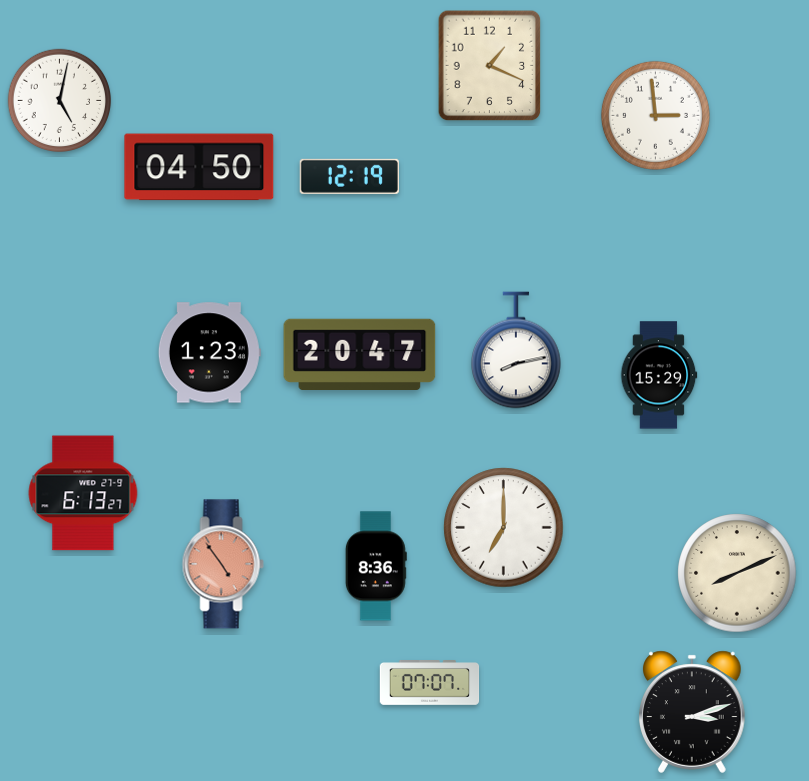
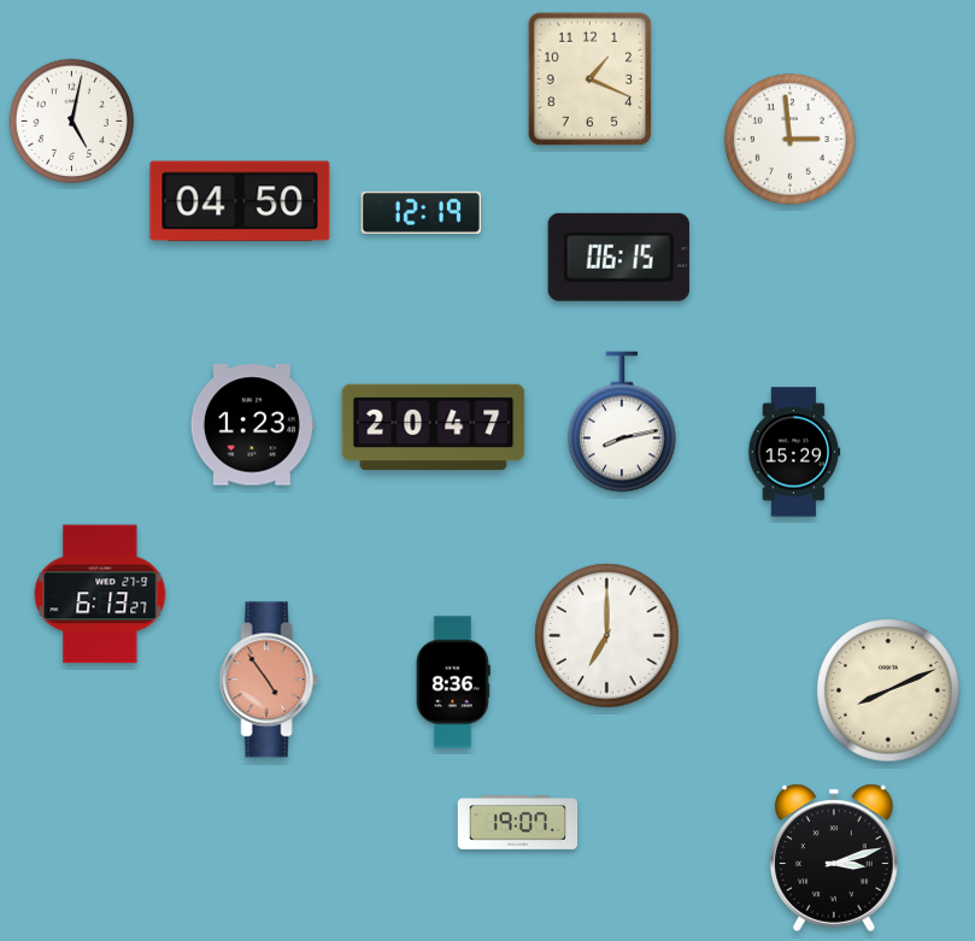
clock at (618, 257): none -> 06:15
clock at (430, 683): 07:07 -> 19:07
